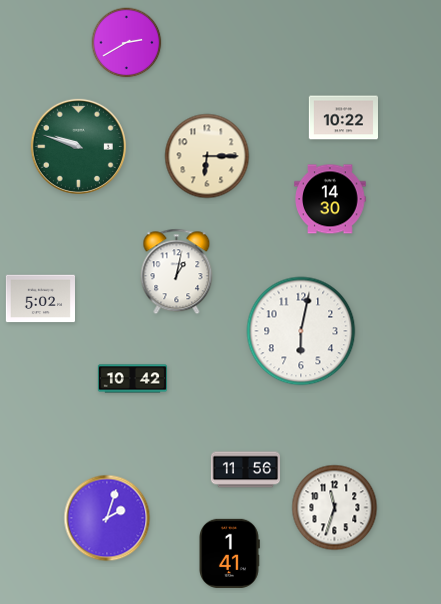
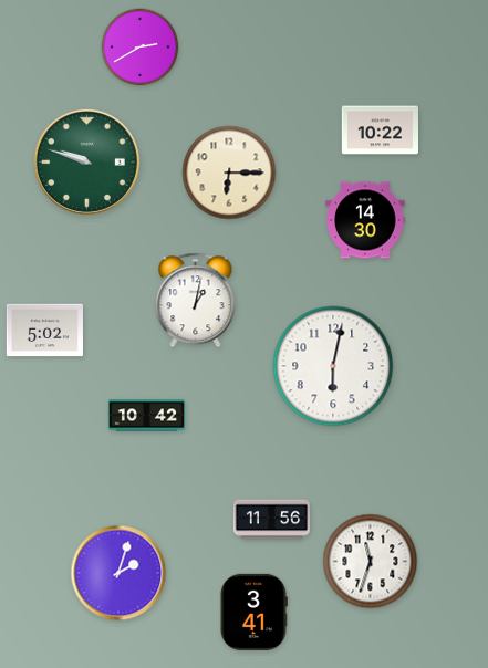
clock at (132, 379) position: (132, 379) -> (146, 416)
clock at (229, 553): 1:41 -> 3:41
